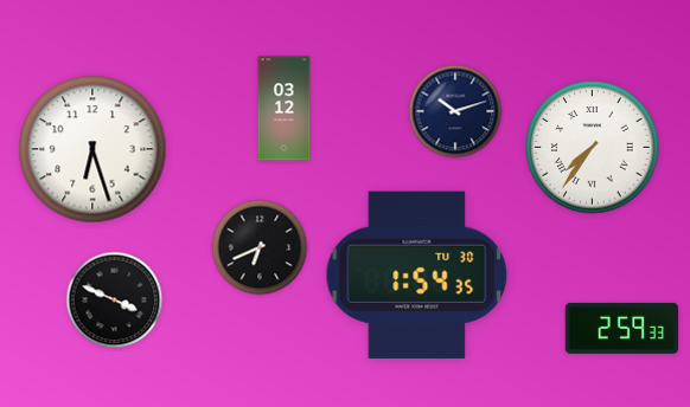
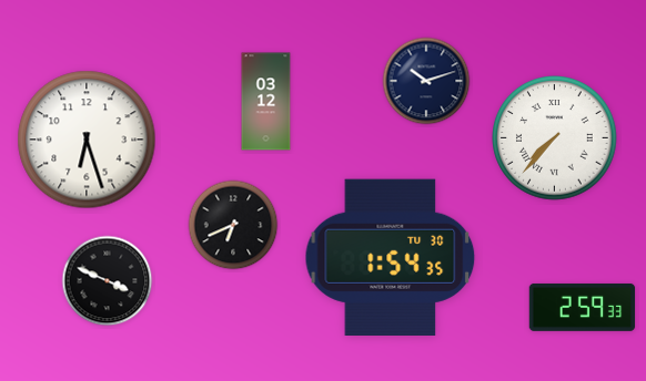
clock at (455, 111) position: (455, 111) -> (426, 81)
clock at (593, 148): 7:36 -> 7:37
clock at (260, 247) position: (260, 247) -> (233, 225)
